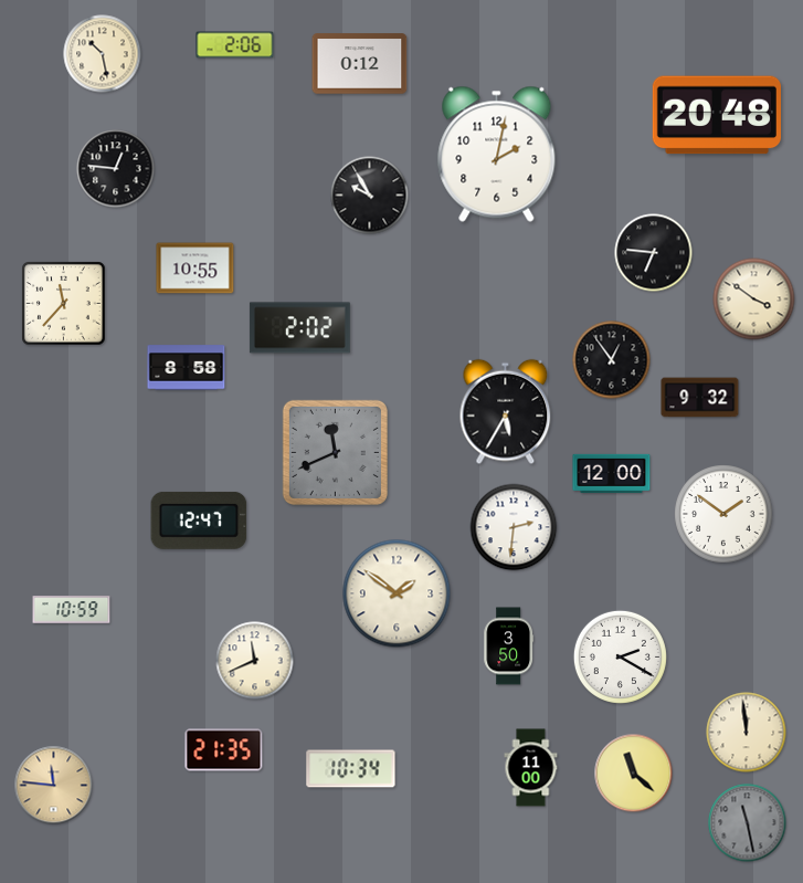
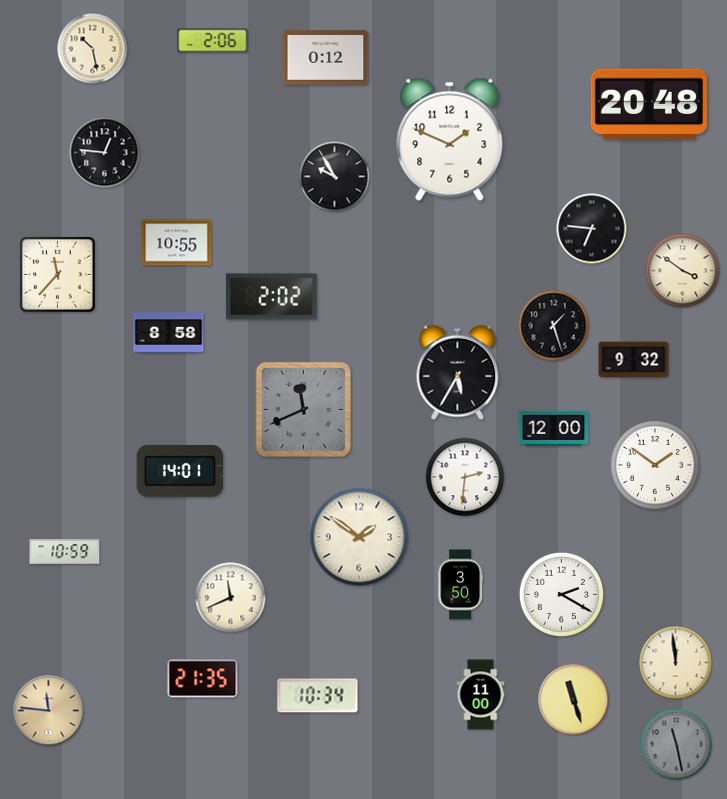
clock at (497, 154): 2:02 -> 1:49
clock at (612, 360): 12:54 -> 1:27
clock at (199, 521): 12:47 -> 14:01
clock at (634, 774): 11:22 -> 11:27
